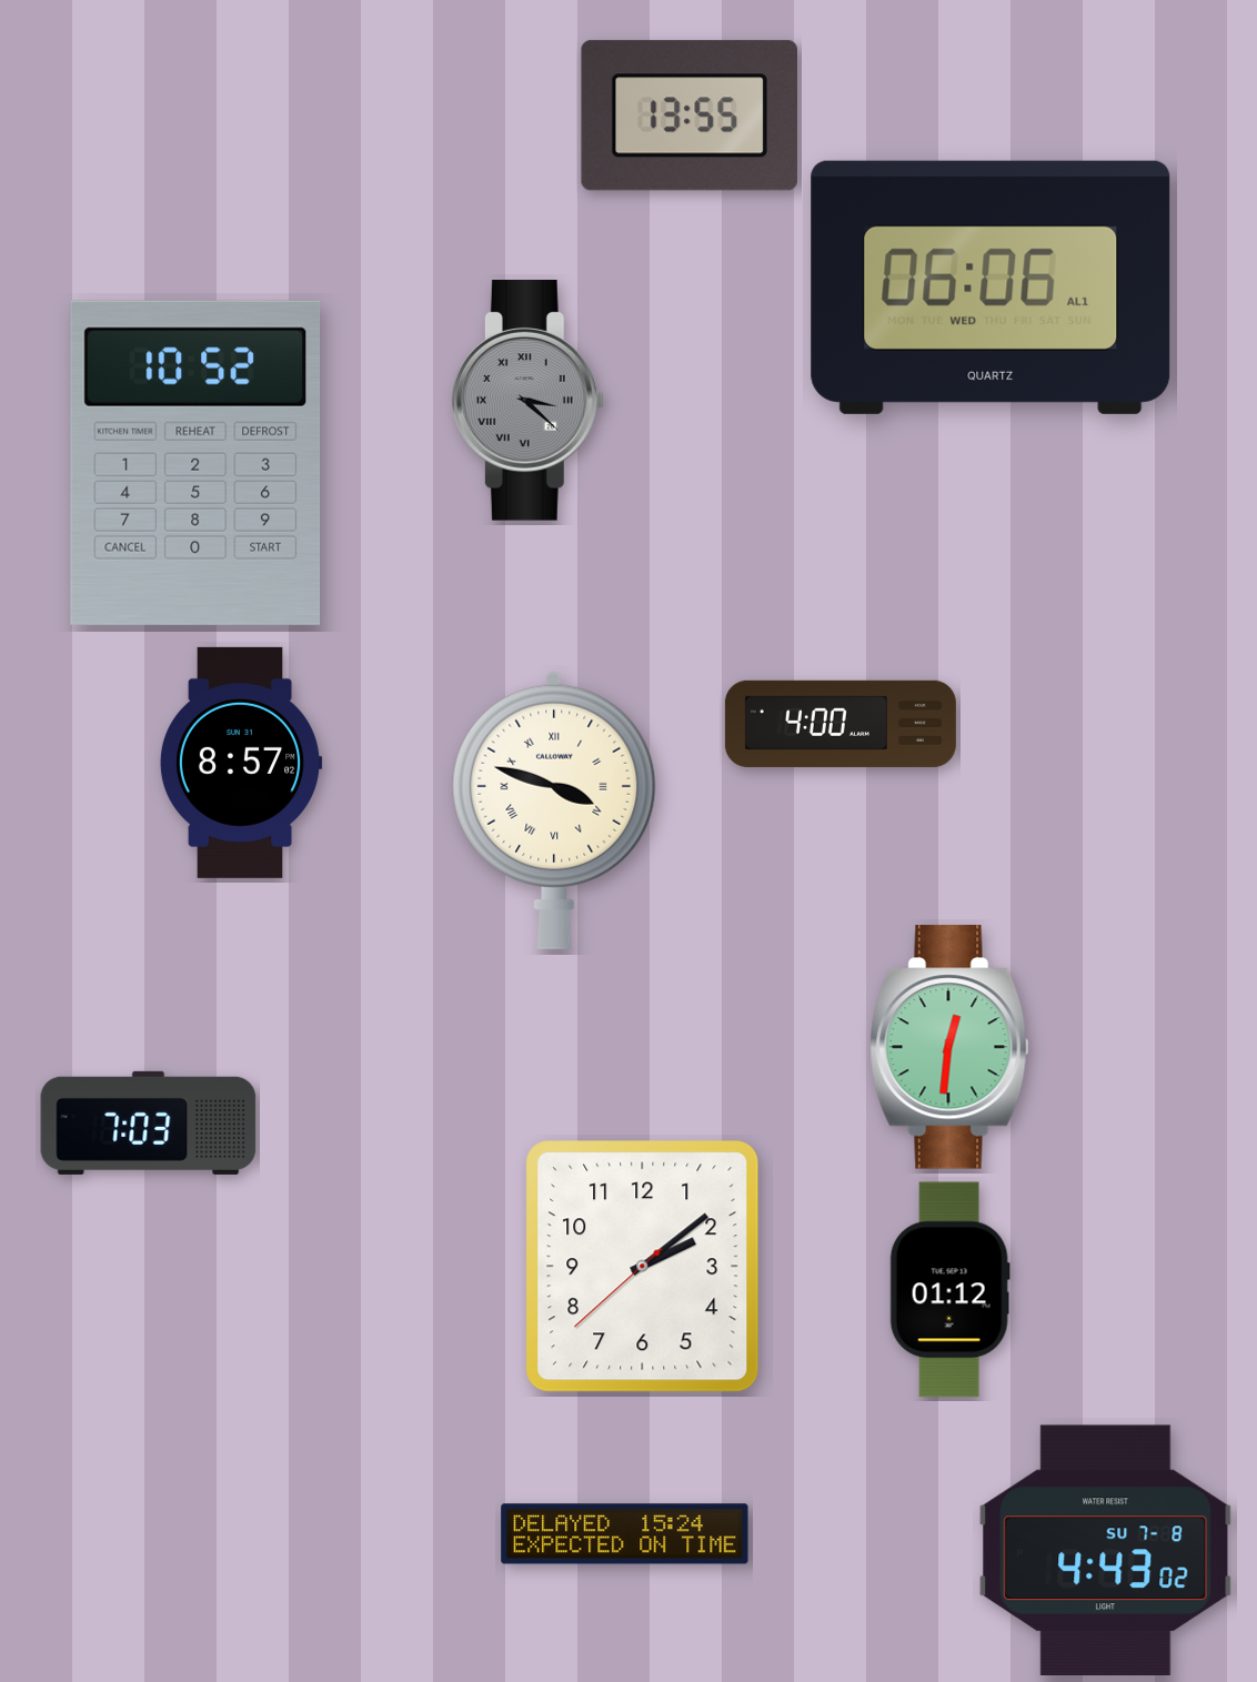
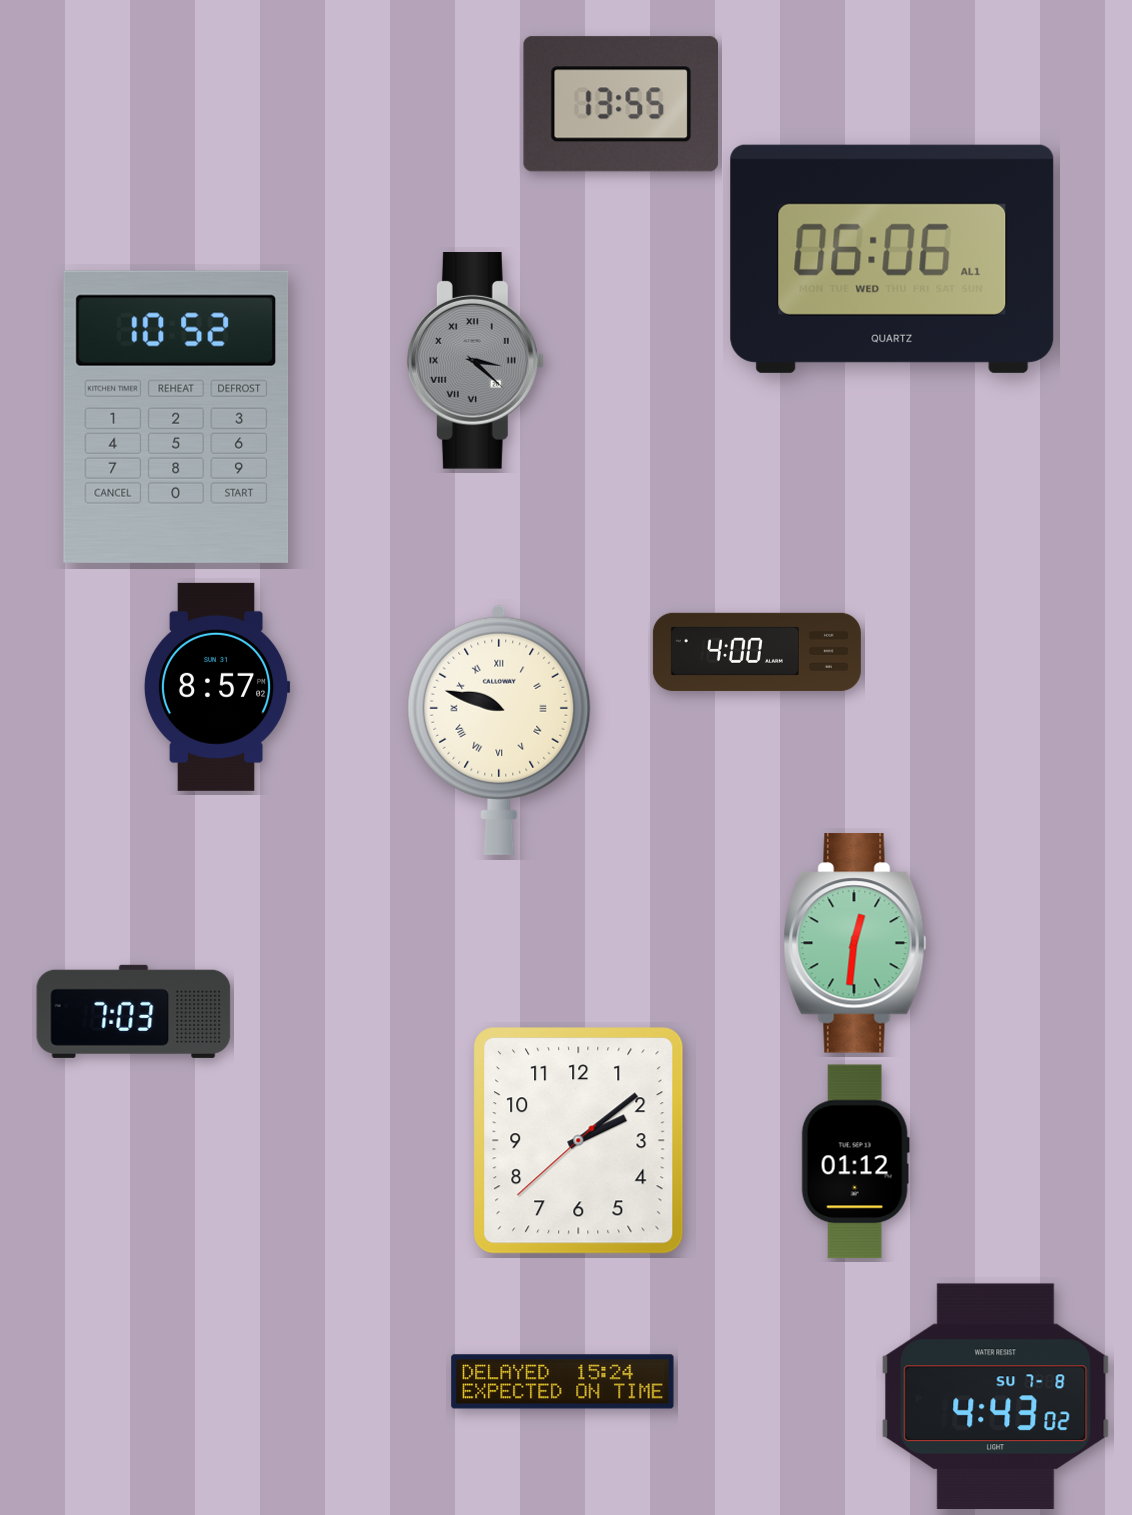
clock at (554, 809): 3:48 -> 9:48
